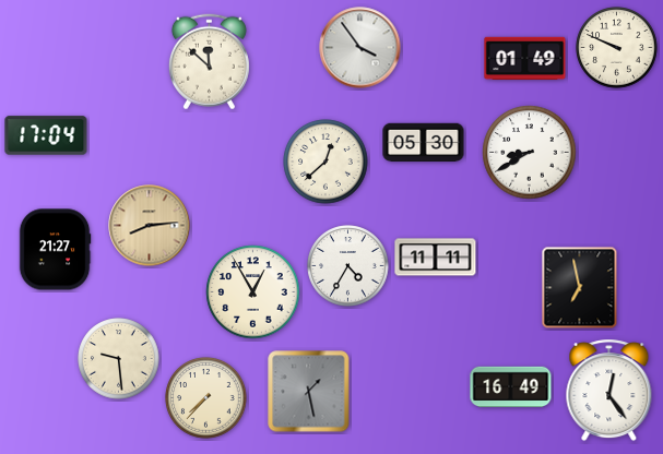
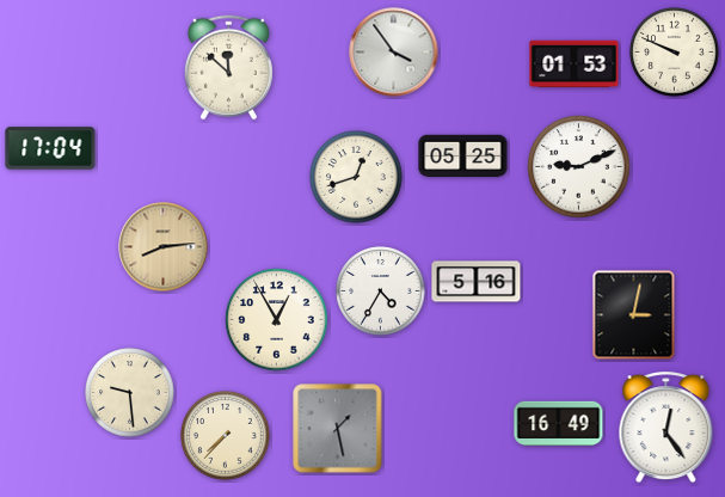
clock at (525, 59): 01:49 -> 01:53
clock at (424, 143): 05:30 -> 05:25
clock at (530, 153): 8:40 -> 9:11
clock at (325, 162): 12:38 -> 12:42
clock at (55, 250): 21:27 -> none
clock at (436, 258): 11:11 -> 5:16
clock at (580, 288): 6:58 -> 3:02
